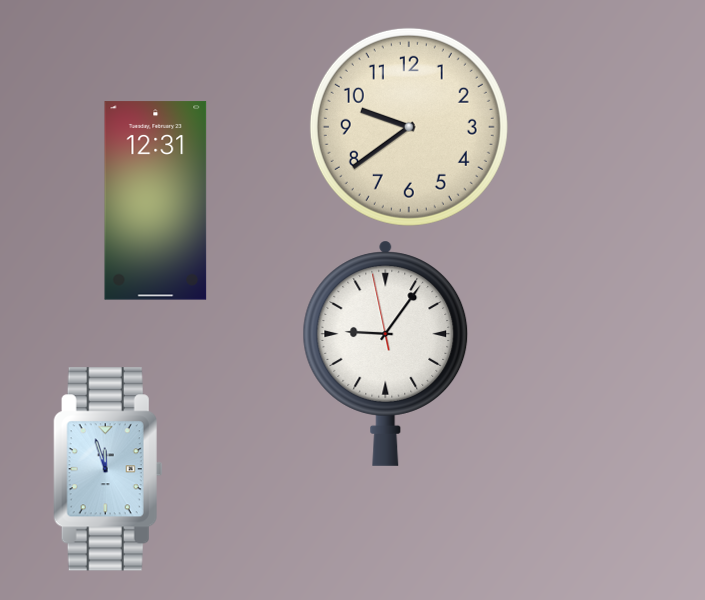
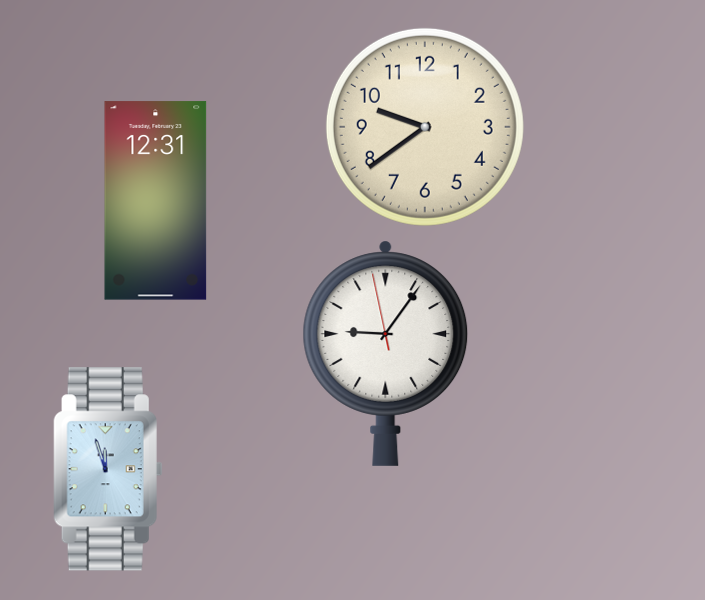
clock at (409, 127) position: (409, 127) -> (425, 127)
